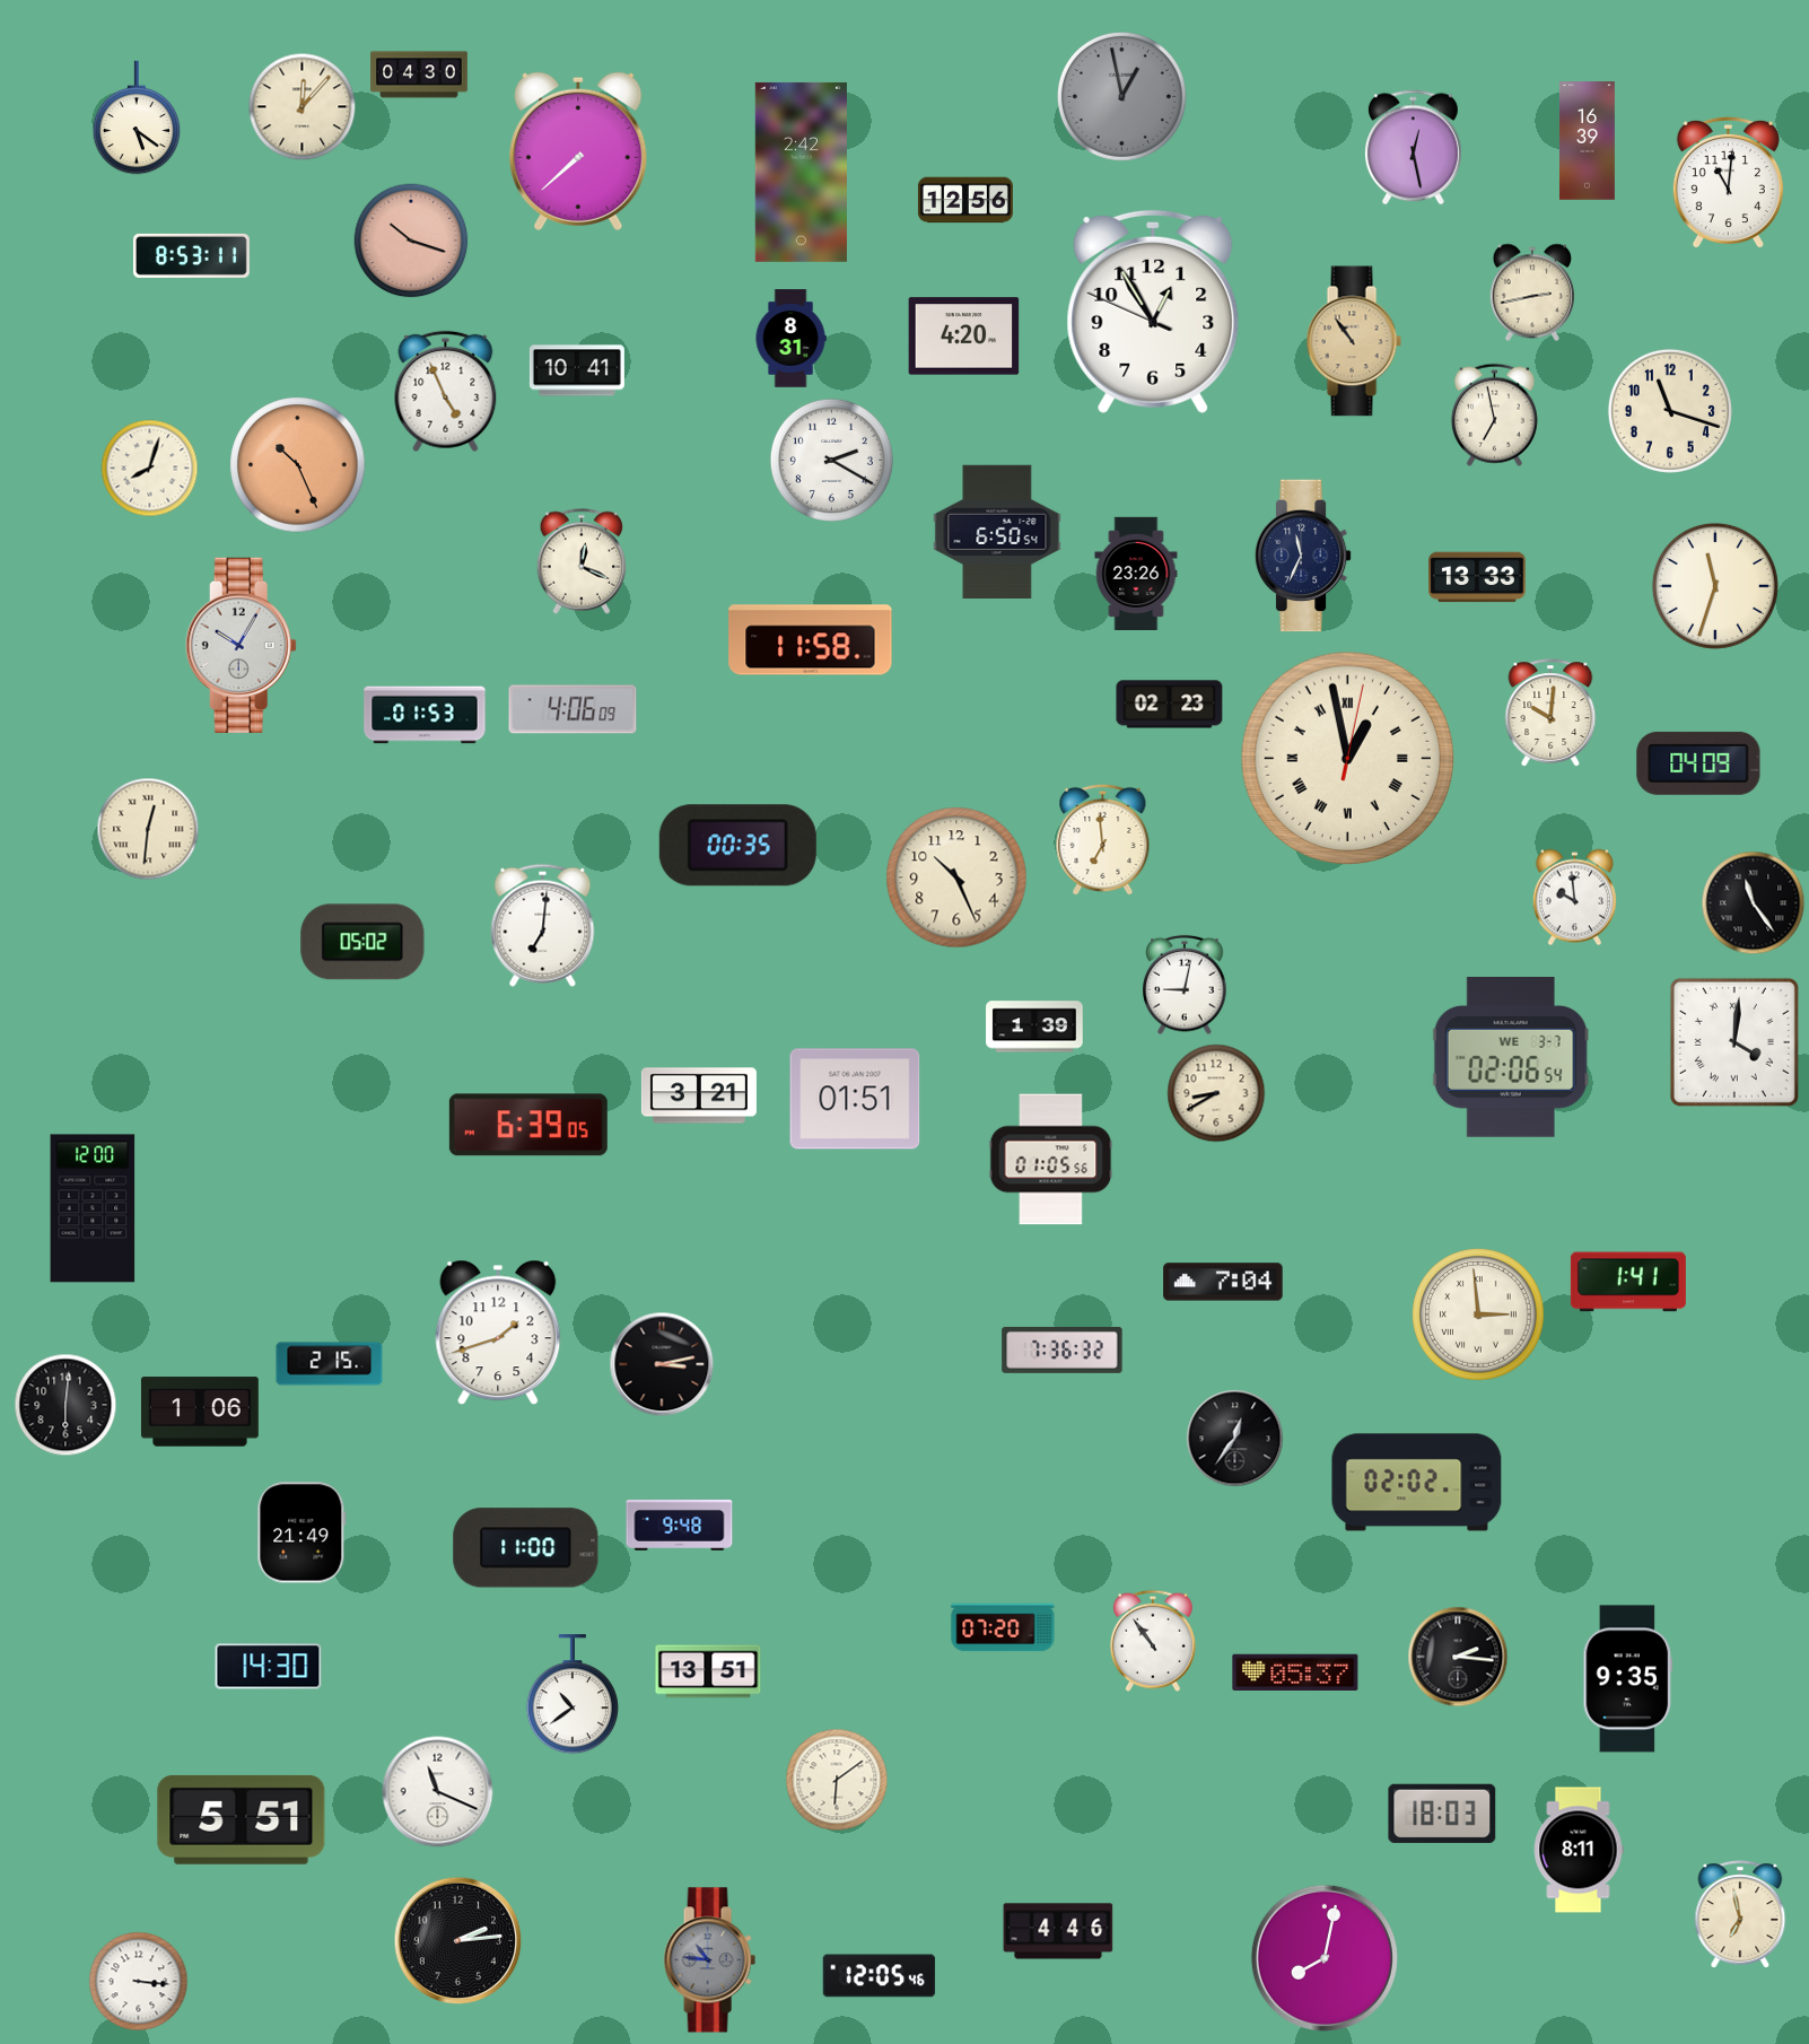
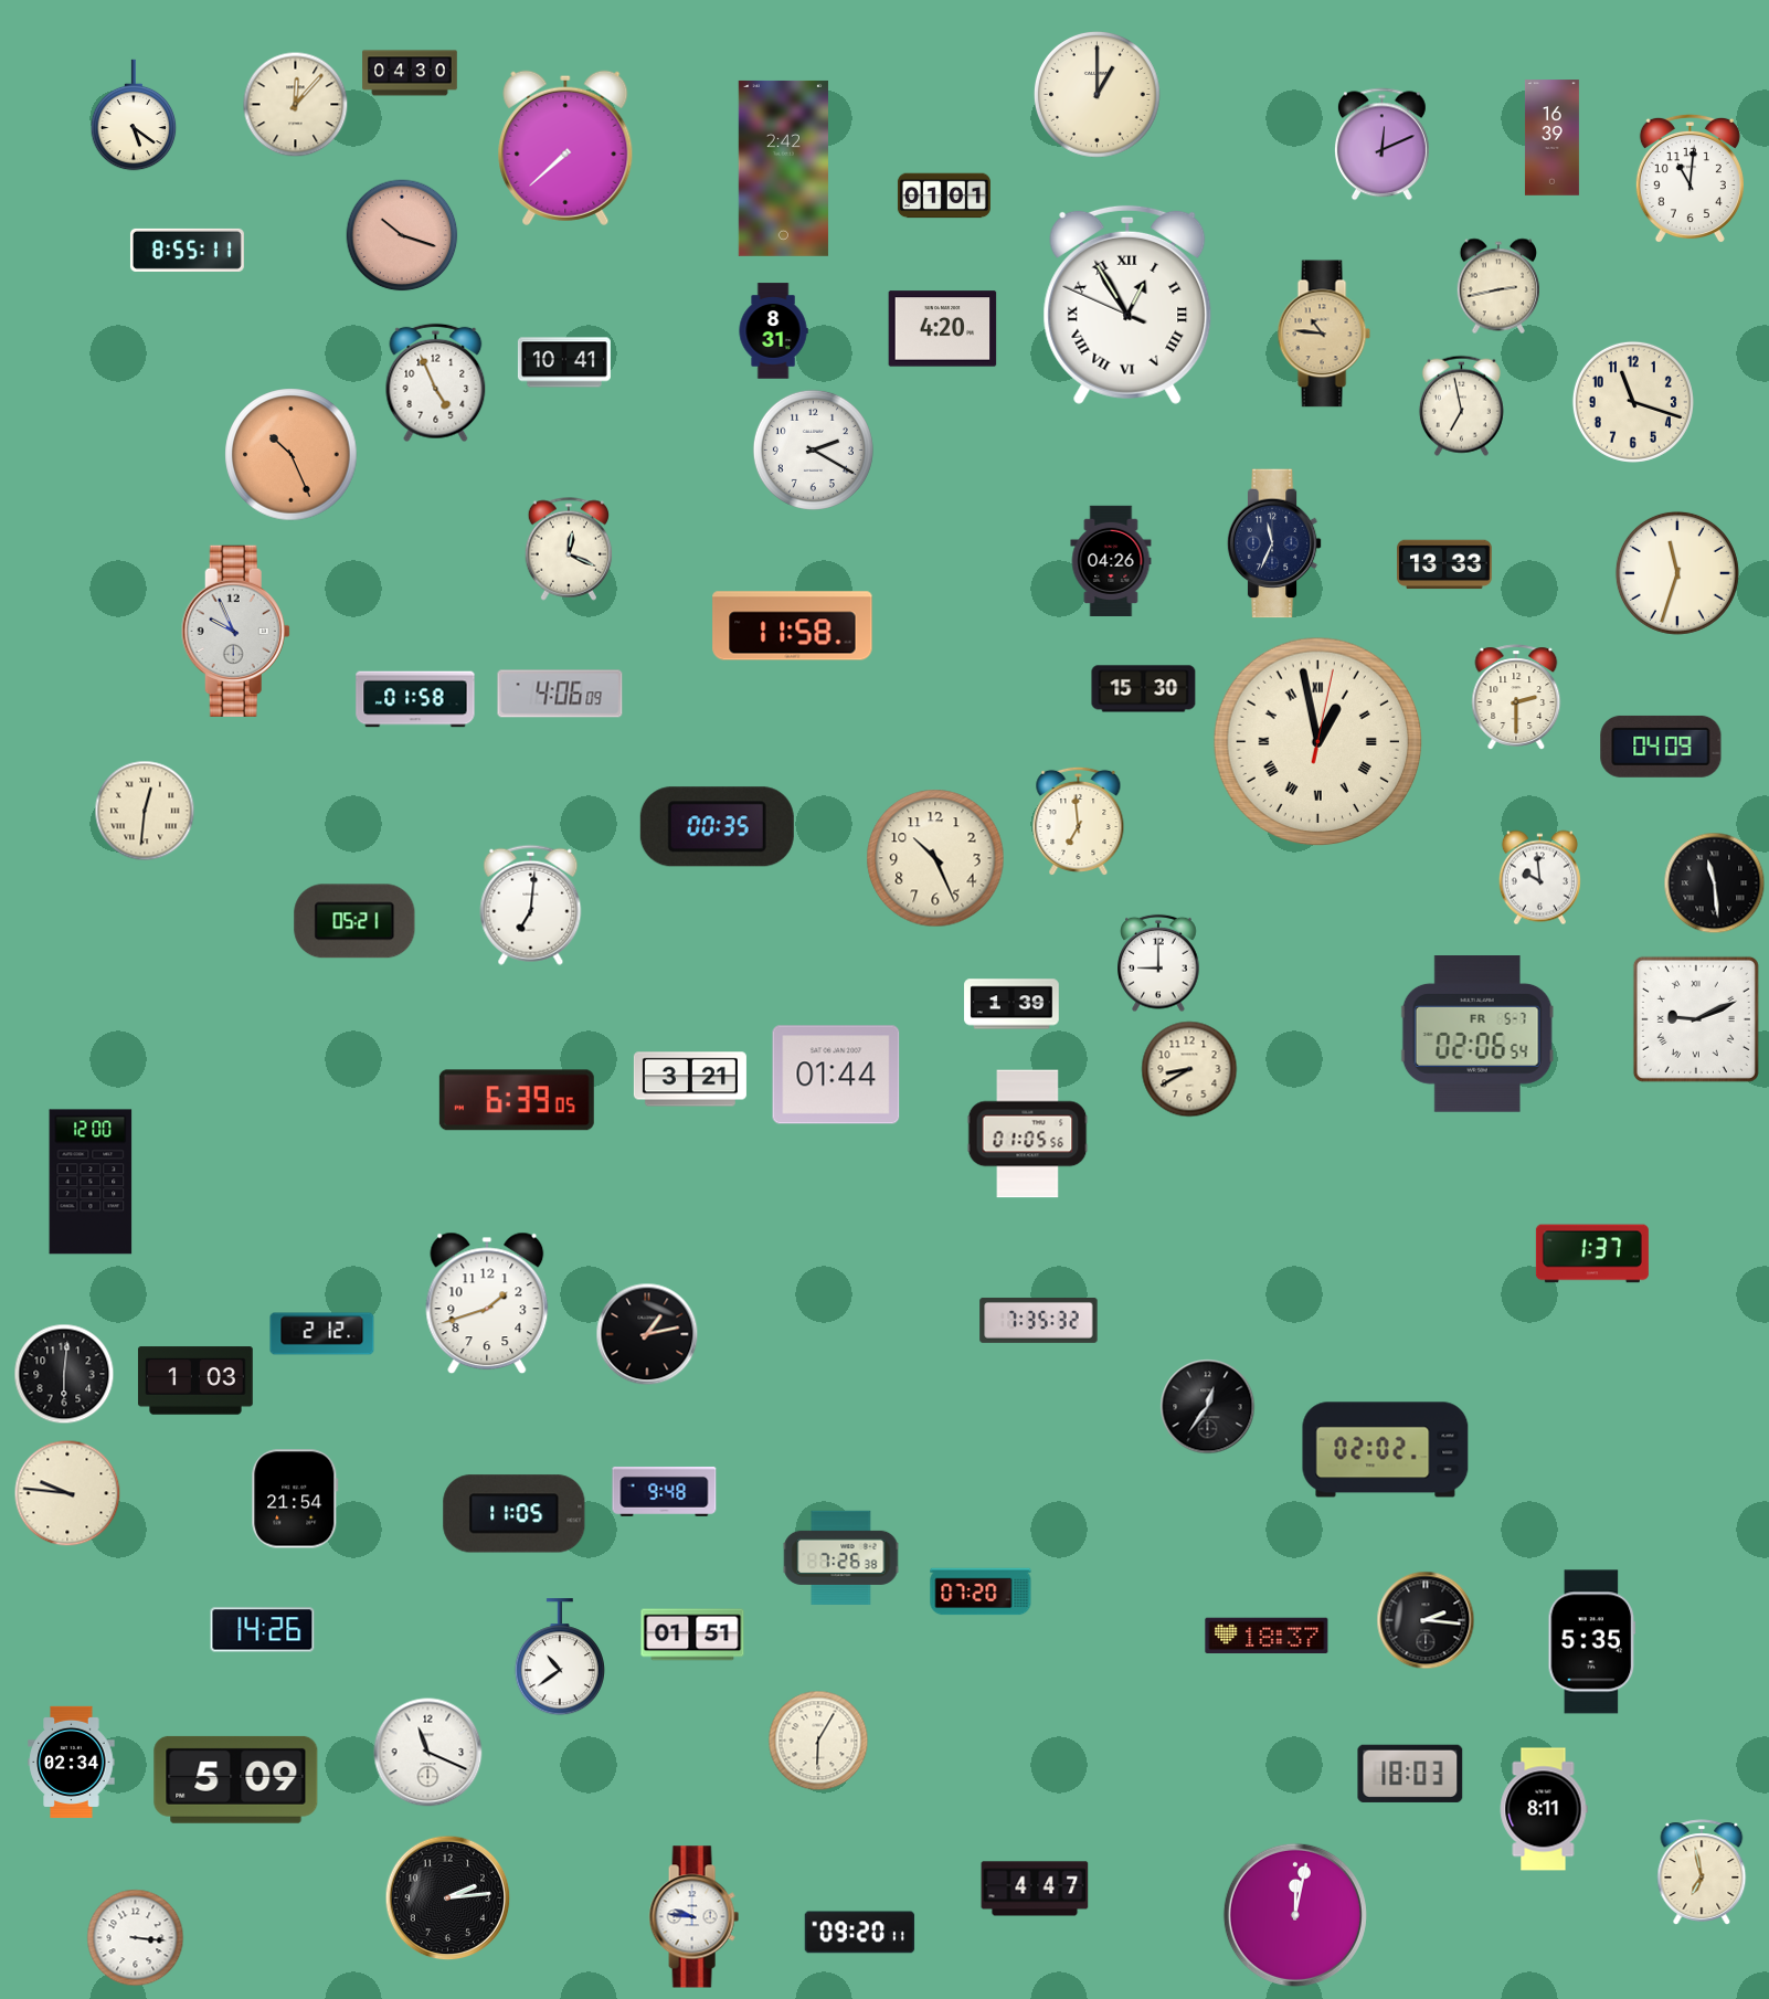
clock at (1121, 96): 12:58 -> 1:00
clock at (1121, 96) dial: grey -> cream
clock at (1413, 148): 12:28 -> 12:11
clock at (965, 200): 12:56 -> 01:01
clock at (191, 255): 8:53 -> 8:55
clock at (1153, 312) numerals: Arabic -> Roman
clock at (1354, 341): 10:54 -> 10:46
clock at (150, 469): 8:03 -> none
clock at (997, 531): 6:50 -> none
clock at (1136, 573): 23:26 -> 04:26
clock at (241, 645): 10:05 -> 9:56
clock at (1170, 705): 02:23 -> 15:30
clock at (1550, 713): 10:01 -> 2:30
clock at (425, 715): 01:53 -> 01:58
clock at (737, 846) position: (737, 846) -> (717, 827)
clock at (1754, 903): 11:24 -> 11:29
clock at (362, 942): 05:02 -> 05:21
clock at (1185, 985): 9:02 -> 9:00
clock at (1734, 1042): 4:01 -> 9:11
clock at (1511, 1058) date: WE 3-7 -> FR 5-7
clock at (699, 1095) position: (699, 1095) -> (690, 1079)
clock at (855, 1099): 01:51 -> 01:44
clock at (1223, 1282): 7:04 -> none
clock at (1628, 1282): 1:41 -> 1:37
clock at (1478, 1314): 2:59 -> none
clock at (1063, 1349): 7:36 -> 7:35
clock at (330, 1364): 2:15 -> 2:12
clock at (662, 1364): 3:13 -> 1:13
clock at (200, 1412): 1:06 -> 1:03
clock at (67, 1493): none -> 9:46
clock at (301, 1532): 21:49 -> 21:54
clock at (526, 1548): 11:00 -> 11:05
clock at (841, 1557): none -> 7:26
clock at (1153, 1641): 10:54 -> none
clock at (269, 1667): 14:30 -> 14:26
clock at (708, 1671): 13:51 -> 01:51
clock at (1295, 1672): 05:37 -> 18:37
clock at (1628, 1679): 9:35 -> 5:35
clock at (837, 1780): 6:09 -> 6:05
clock at (72, 1762): none -> 02:34
clock at (242, 1819): 5:51 -> 5:09
clock at (1058, 1931): 4:46 -> 4:47
clock at (1325, 1958): 8:02 -> 12:02
clock at (709, 1960): 10:46 -> 9:46
clock at (709, 1960) dial: grey -> white
clock at (880, 1976): 12:05 -> 09:20
